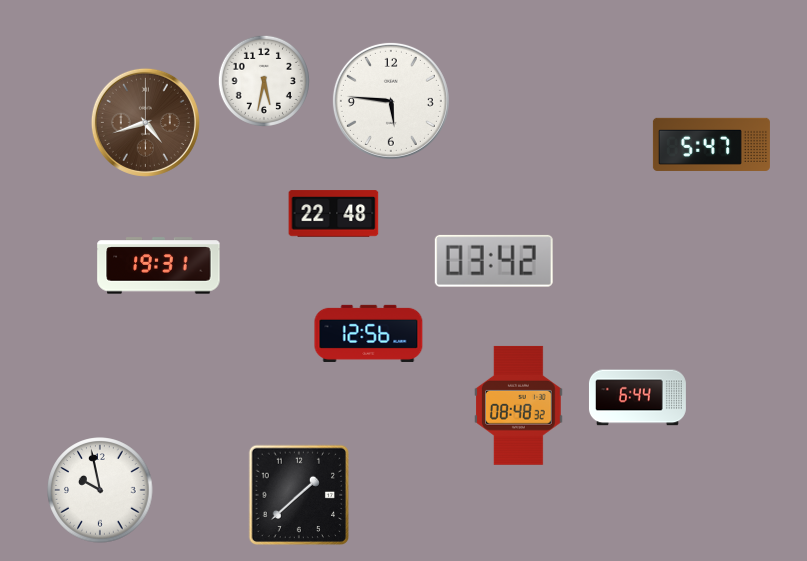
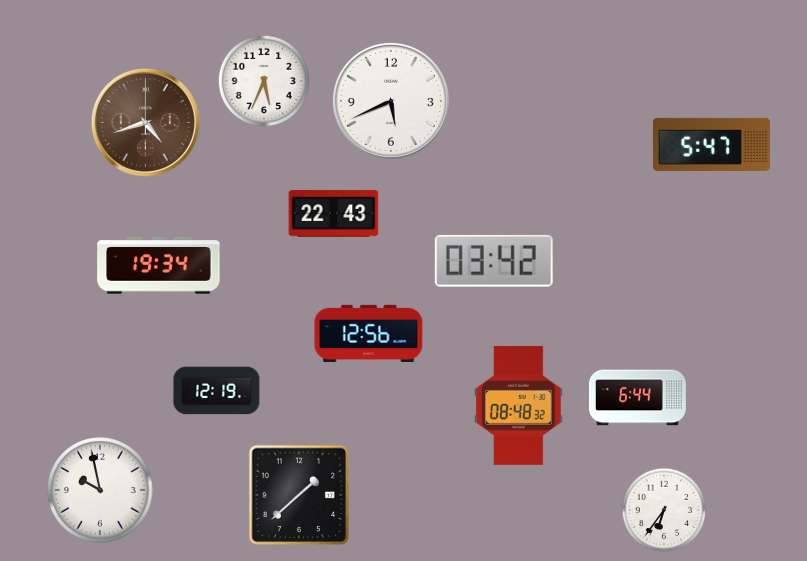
clock at (264, 81): 5:32 -> 5:34
clock at (391, 101): 5:46 -> 5:41
clock at (334, 214): 22:48 -> 22:43
clock at (159, 266): 19:31 -> 19:34
clock at (217, 391): none -> 12:19
clock at (664, 510): none -> 6:36
